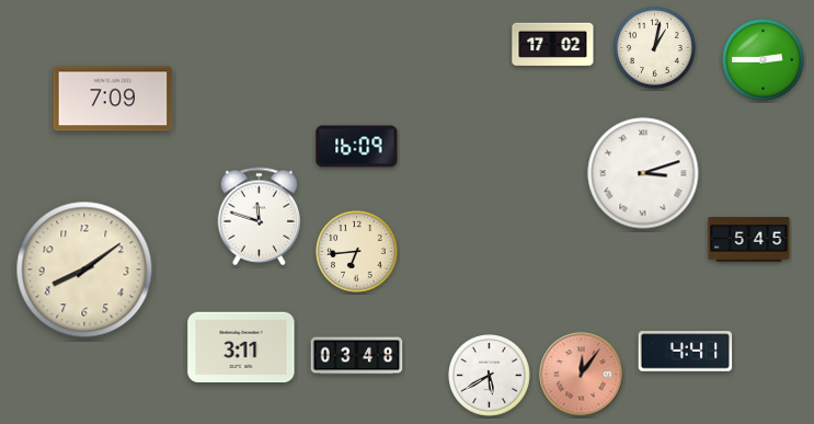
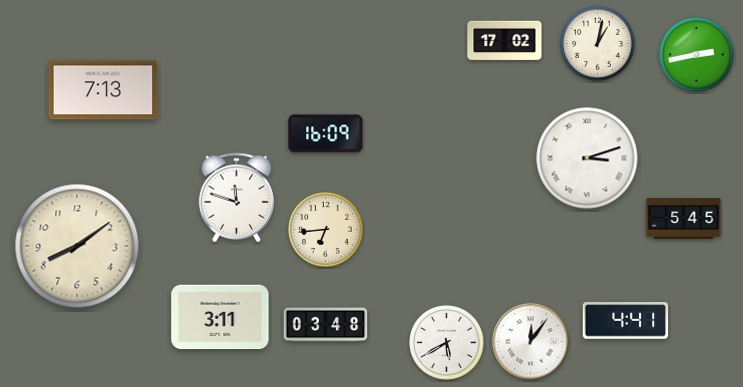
clock at (764, 60): 2:45 -> 2:43
clock at (113, 99): 7:09 -> 7:13
clock at (582, 375) dial: salmon -> white
